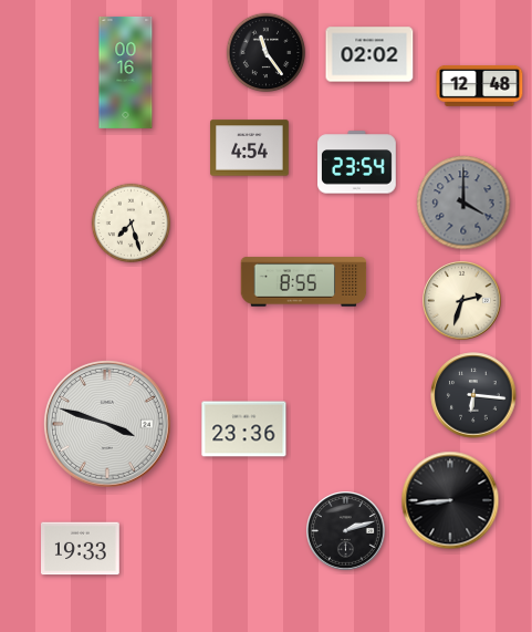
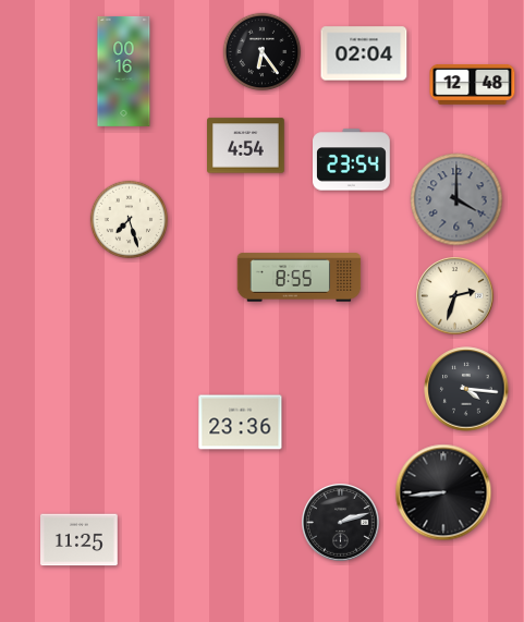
clock at (267, 53): 11:24 -> 6:24
clock at (369, 54): 02:02 -> 02:04
clock at (473, 395): 6:16 -> 4:16
clock at (107, 424): 3:48 -> none
clock at (81, 549): 19:33 -> 11:25
